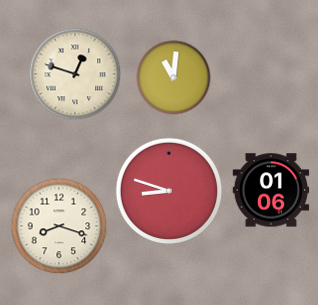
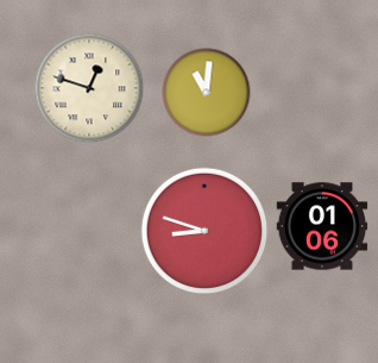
clock at (169, 191) position: (169, 191) -> (204, 231)
clock at (59, 226): 8:18 -> none
